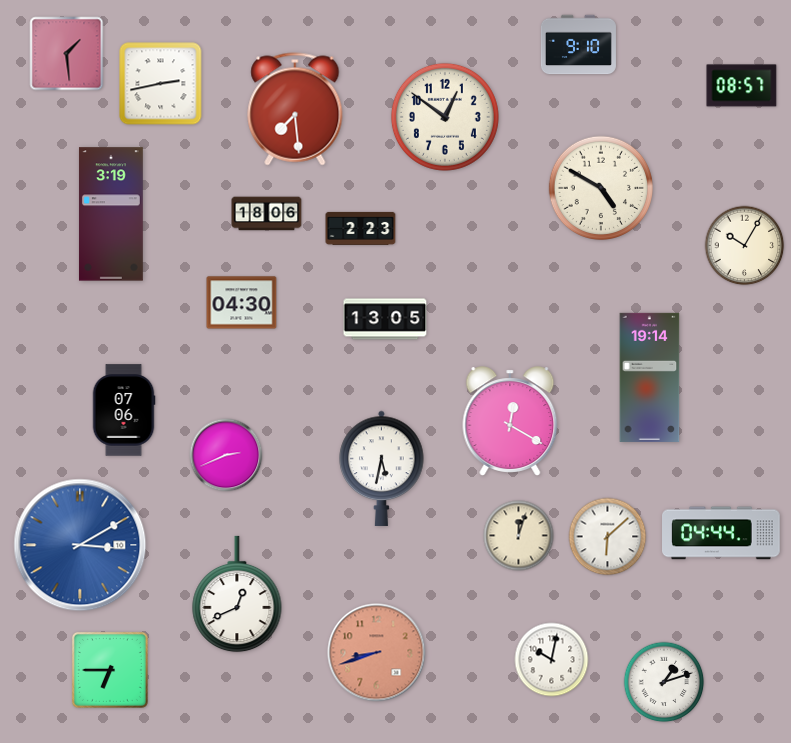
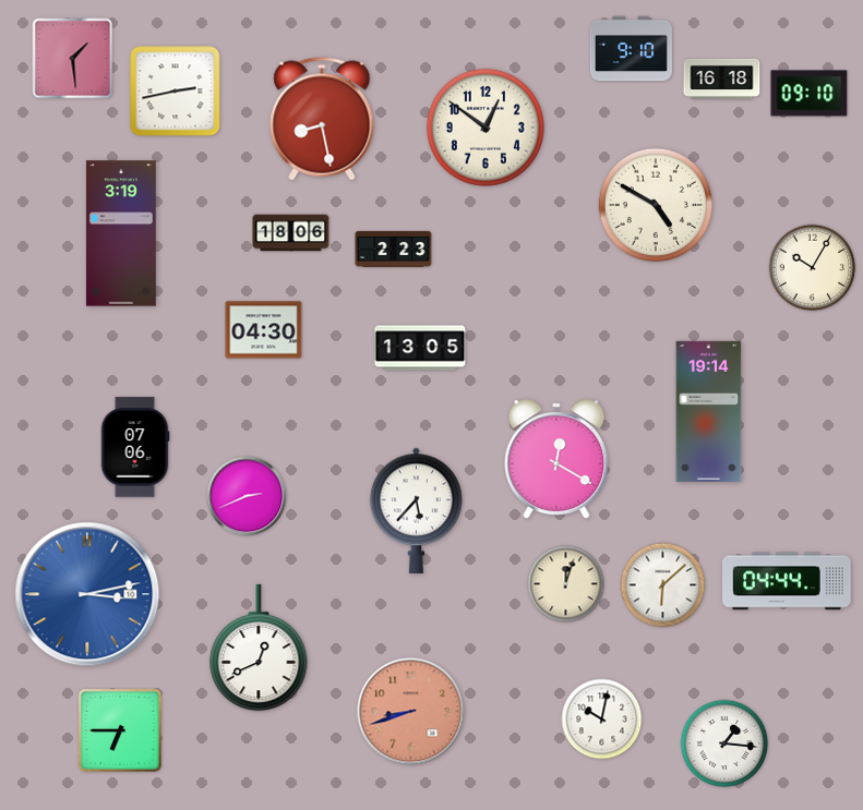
clock at (722, 78): none -> 16:18
clock at (742, 86): 08:57 -> 09:10
clock at (295, 109): 7:29 -> 8:28
clock at (382, 468): 5:32 -> 5:37
clock at (80, 545): 3:10 -> 3:13
clock at (664, 682): 1:12 -> 1:16
